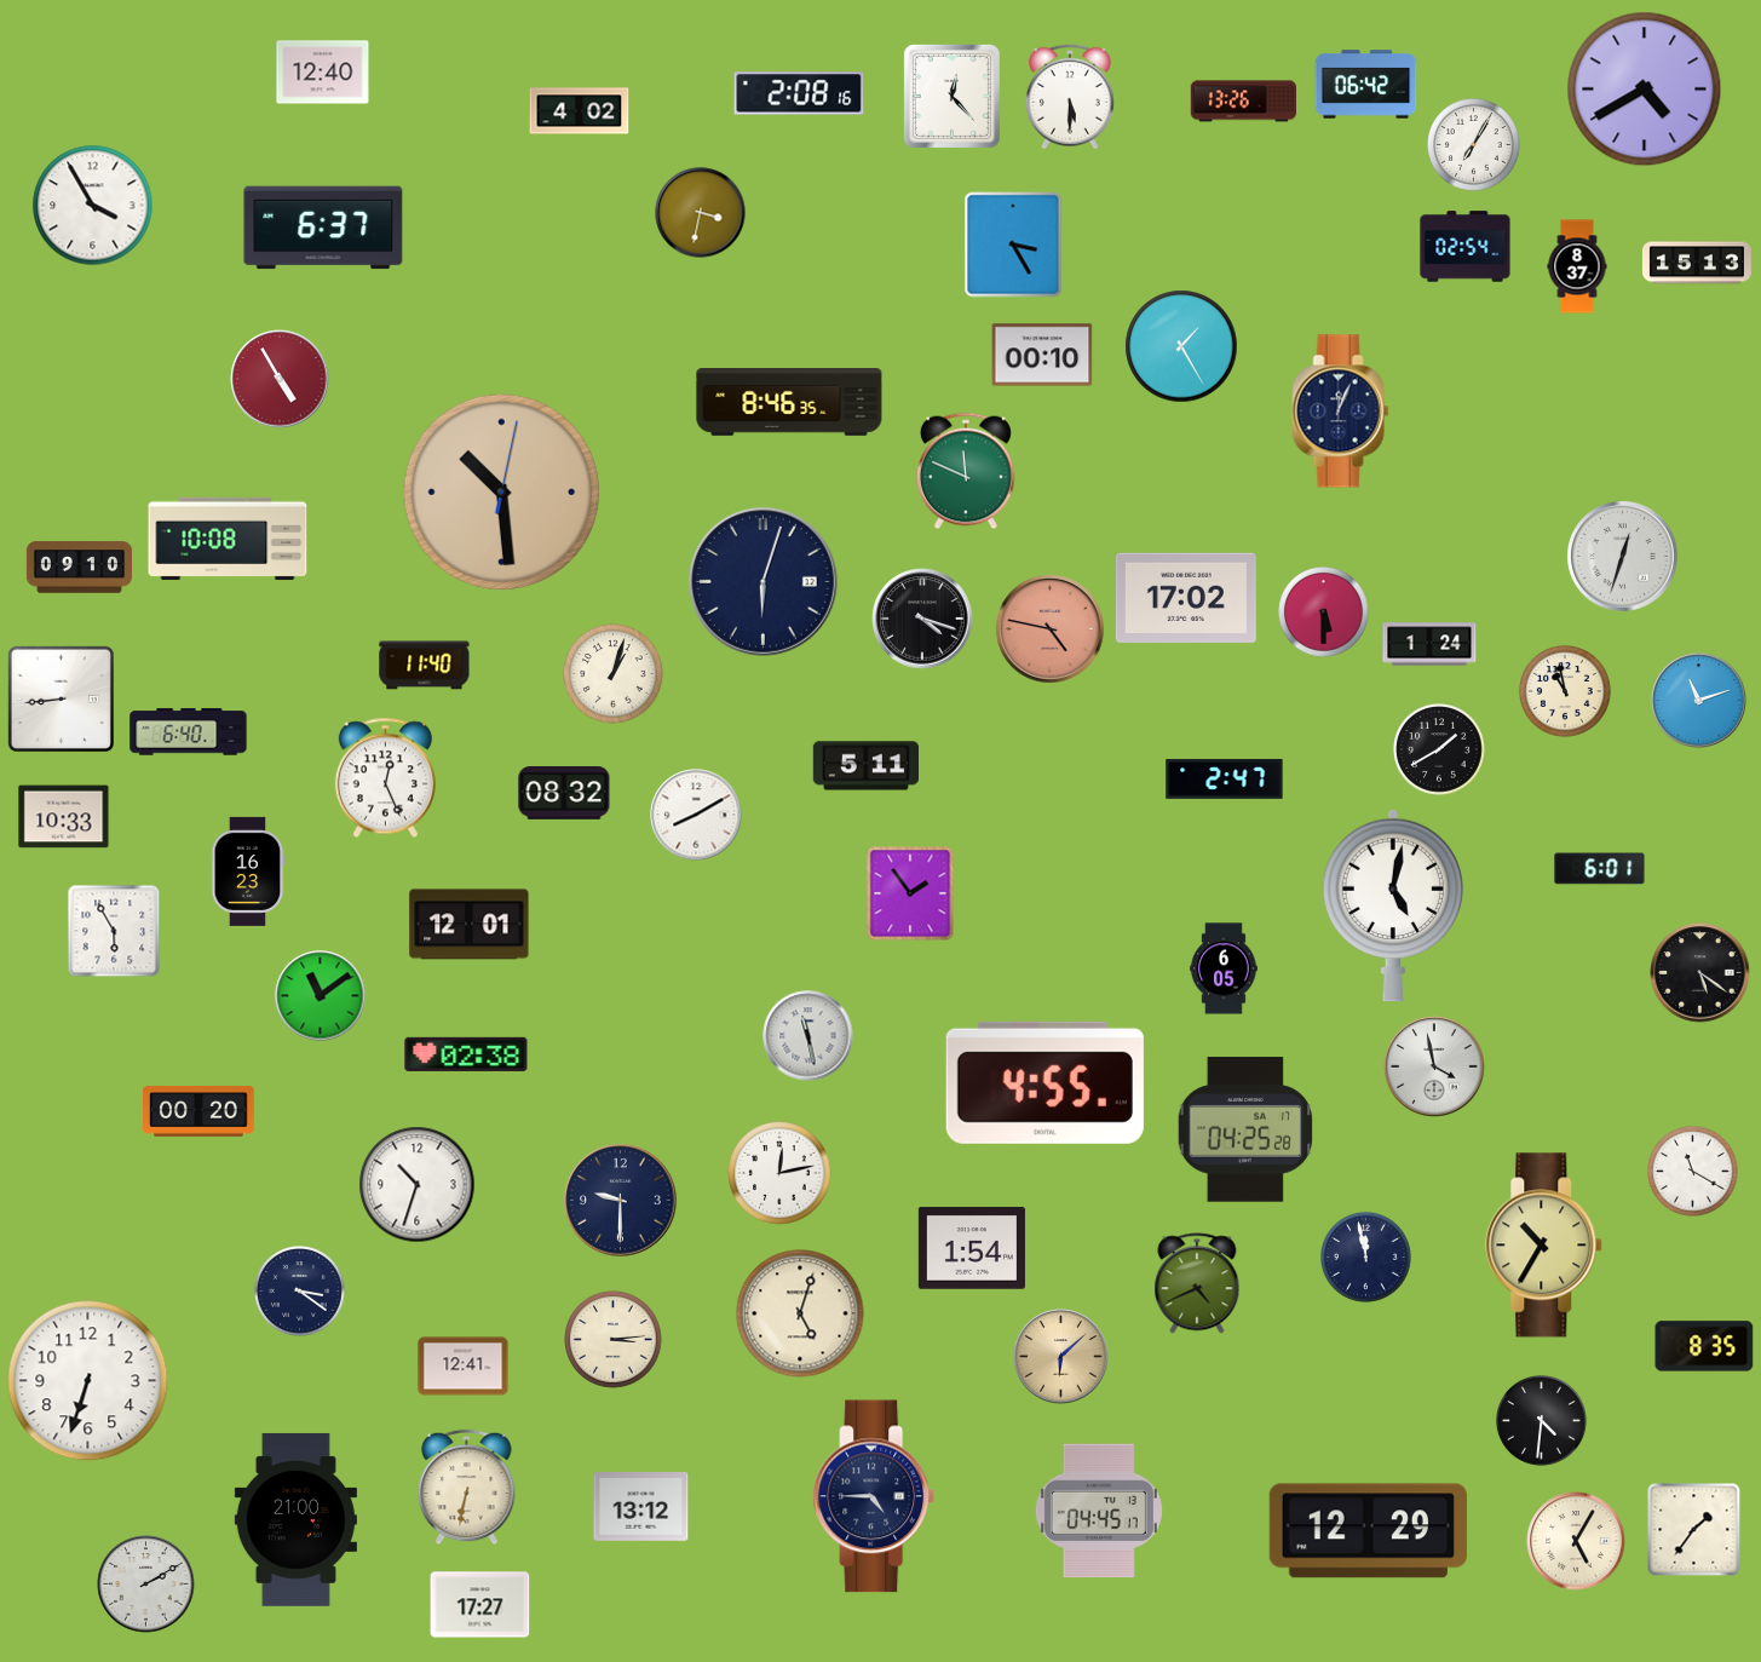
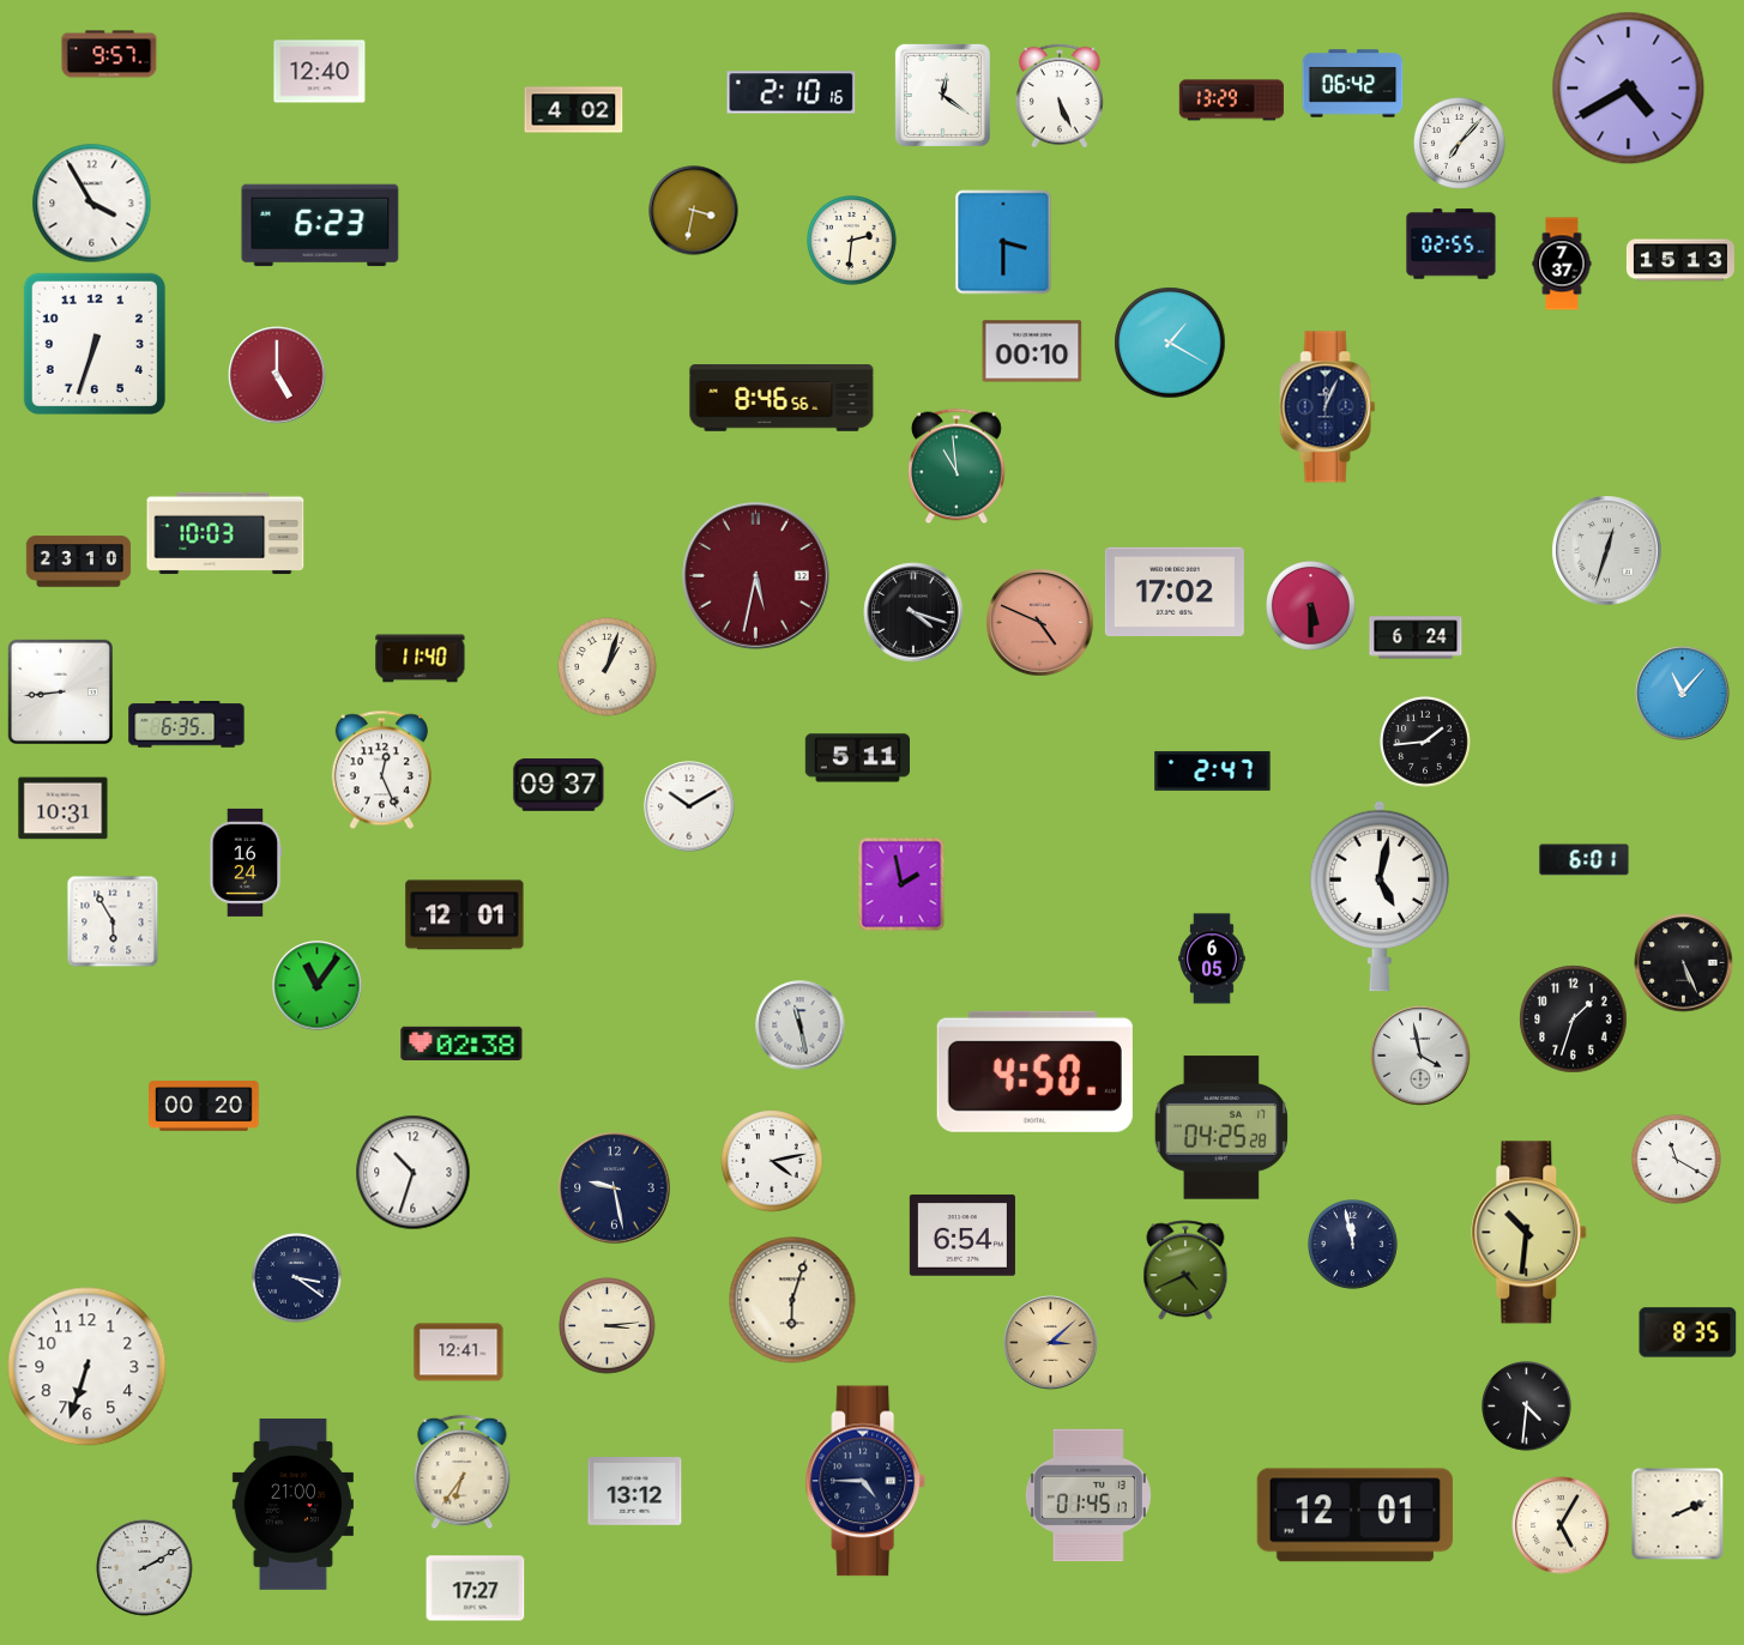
clock at (109, 54): none -> 9:57
clock at (799, 93): 2:08 -> 2:10
clock at (951, 96): 12:23 -> 12:21
clock at (1070, 97): 5:30 -> 5:26
clock at (1243, 102): 13:26 -> 13:29
clock at (1474, 145): 7:05 -> 7:07
clock at (323, 228): 6:37 -> 6:23
clock at (852, 241): none -> 2:31
clock at (1013, 245): 3:25 -> 3:30
clock at (1466, 247): 02:54 -> 02:55
clock at (1577, 266): 8:37 -> 7:37
clock at (1181, 346): 1:25 -> 1:20
clock at (95, 344): none -> 6:33
clock at (280, 379): 4:55 -> 5:00
clock at (789, 403): 8:46:35 -> 8:46:56
clock at (967, 471): 11:49 -> 10:59
clock at (502, 493): 10:29 -> none
clock at (228, 539): 10:08 -> 10:03
clock at (80, 568): 09:10 -> 23:10
clock at (762, 581): 6:03 -> 5:32
clock at (762, 581) dial: navy -> burgundy
clock at (1051, 629): 4:47 -> 4:49
clock at (1429, 644): 1:24 -> 6:24
clock at (1565, 691): 10:58 -> none
clock at (1699, 701): 11:12 -> 11:07
clock at (189, 732): 6:40 -> 6:35
clock at (1439, 749): 1:40 -> 1:44
clock at (564, 794): 08:32 -> 09:37
clock at (696, 815): 8:10 -> 10:10
clock at (64, 817): 10:33 -> 10:31
clock at (248, 872): 16:23 -> 16:24
clock at (910, 893): 1:54 -> 1:58
clock at (1700, 973): 5:21 -> 5:26
clock at (321, 996): 11:09 -> 11:06
clock at (1574, 1020): none -> 1:33
clock at (1044, 1082): 4:55 -> 4:50
clock at (200, 1111) position: (200, 1111) -> (205, 1106)
clock at (1245, 1129) position: (1245, 1129) -> (1221, 1127)
clock at (779, 1173): 12:13 -> 4:13
clock at (621, 1201): 9:30 -> 9:28
clock at (1544, 1246): 10:35 -> 10:31
clock at (972, 1248): 1:54 -> 6:54
clock at (800, 1313): 5:03 -> 6:03
clock at (1061, 1357): 6:08 -> 3:08
clock at (467, 1488): 6:32 -> 6:36
clock at (1099, 1511): 04:45 -> 01:45
clock at (1694, 1530): 1:36 -> 2:11
clock at (1368, 1531): 12:29 -> 12:01
